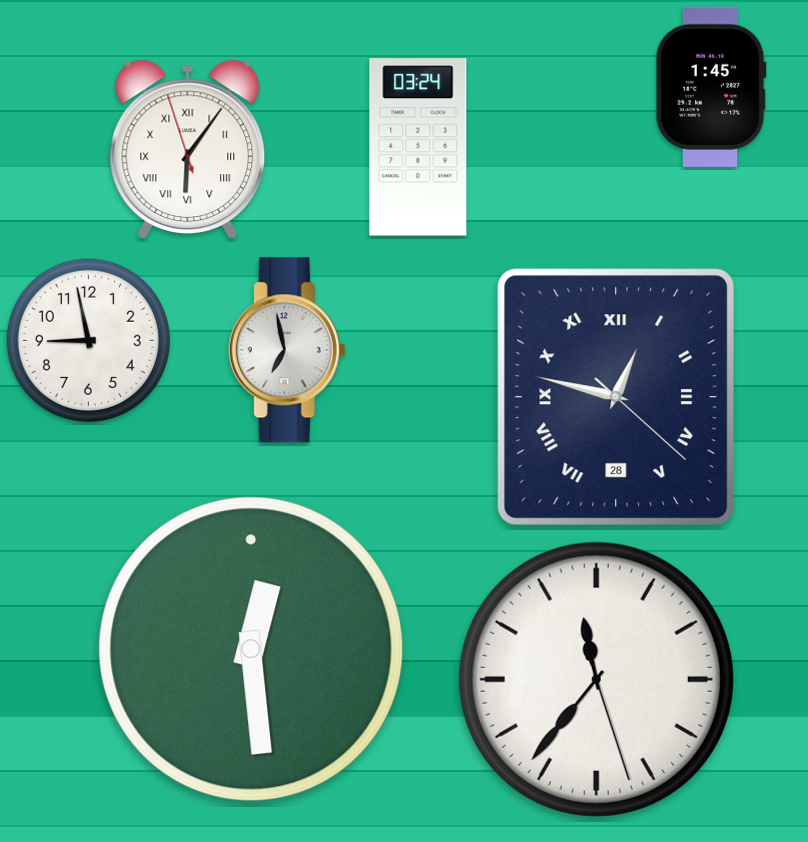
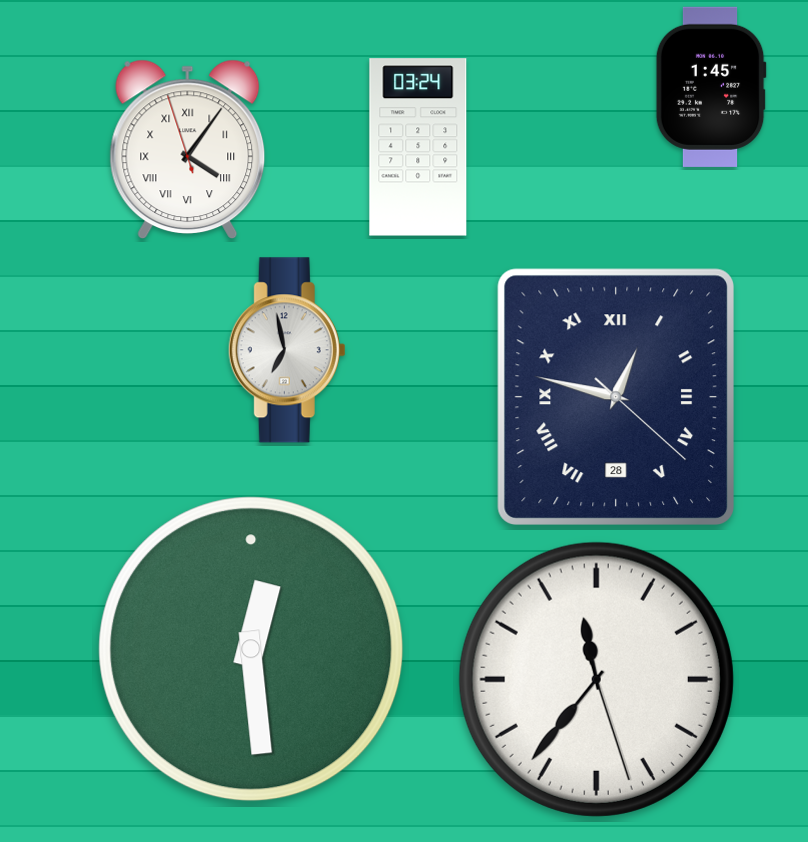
clock at (188, 150): 6:05 -> 4:05
clock at (88, 340): 8:58 -> none
